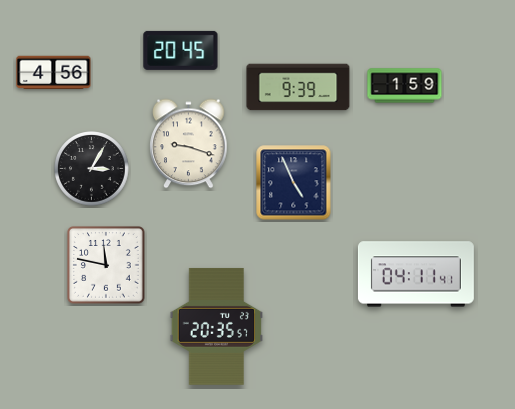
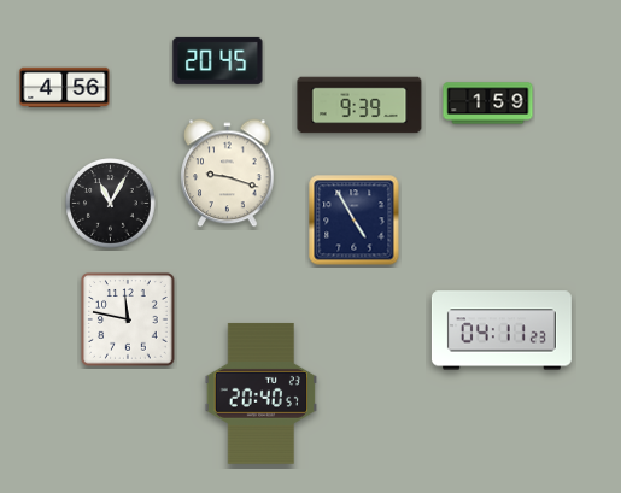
clock at (92, 169): 3:05 -> 11:05
clock at (294, 183): 4:56 -> 4:55
clock at (416, 274): 04:11:41 -> 04:11:23
clock at (217, 326): 20:35 -> 20:40
